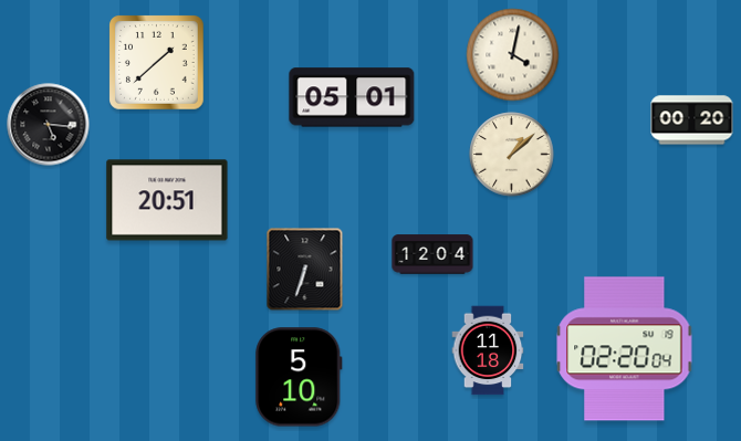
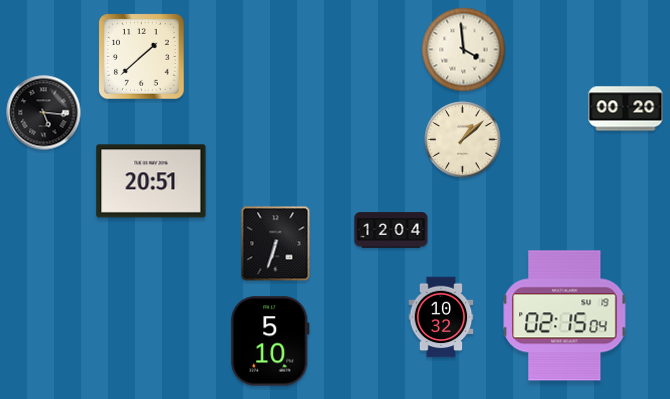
clock at (513, 55): 4:02 -> 3:59
clock at (352, 97): 05:01 -> none
clock at (625, 349): 02:20 -> 02:15
clock at (488, 350): 11:18 -> 10:32
